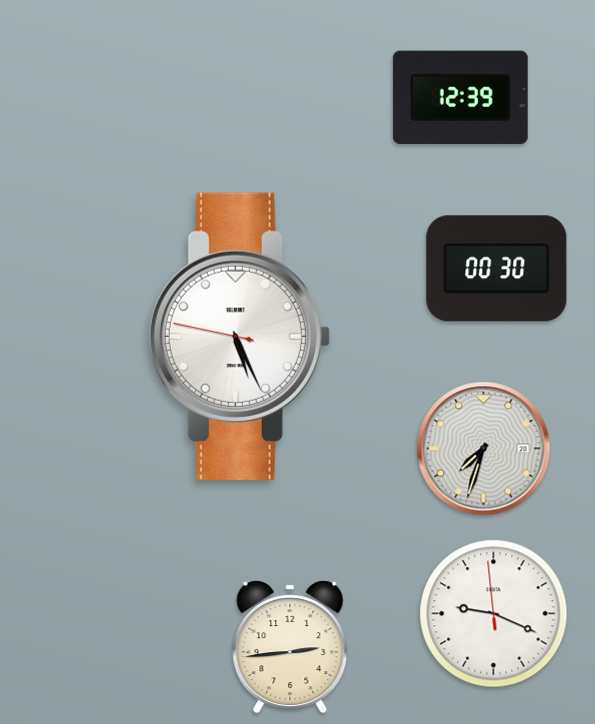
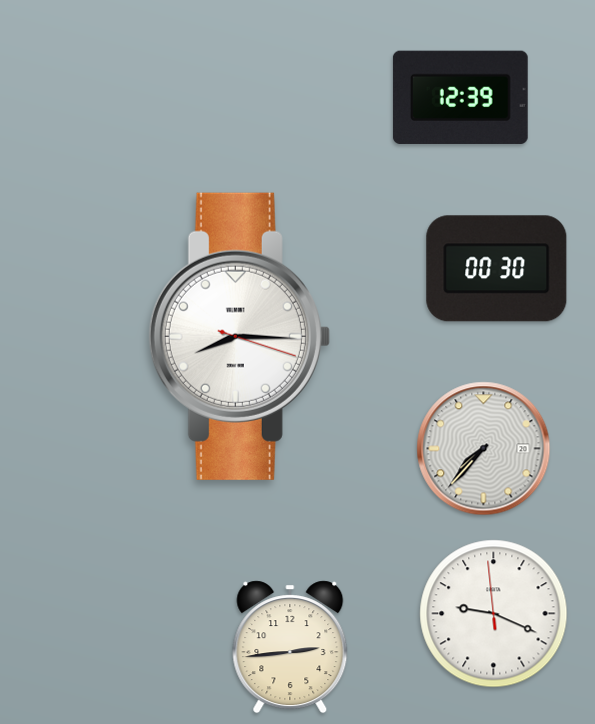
clock at (239, 336): 5:25 -> 8:15
clock at (484, 449): 7:33 -> 7:37
